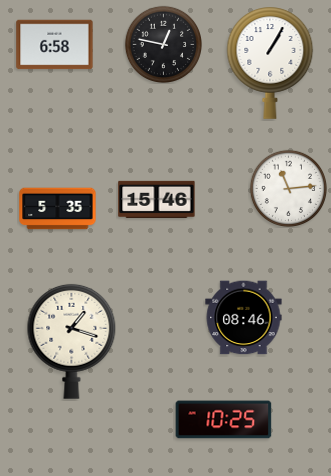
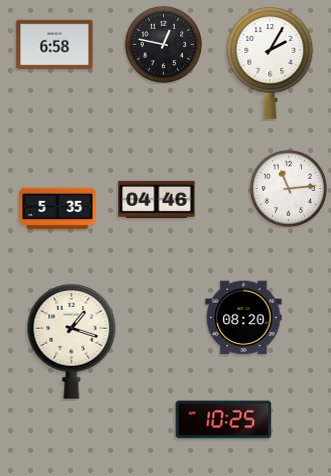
clock at (270, 63): 1:05 -> 2:05
clock at (157, 199): 15:46 -> 04:46
clock at (244, 318): 08:46 -> 08:20
